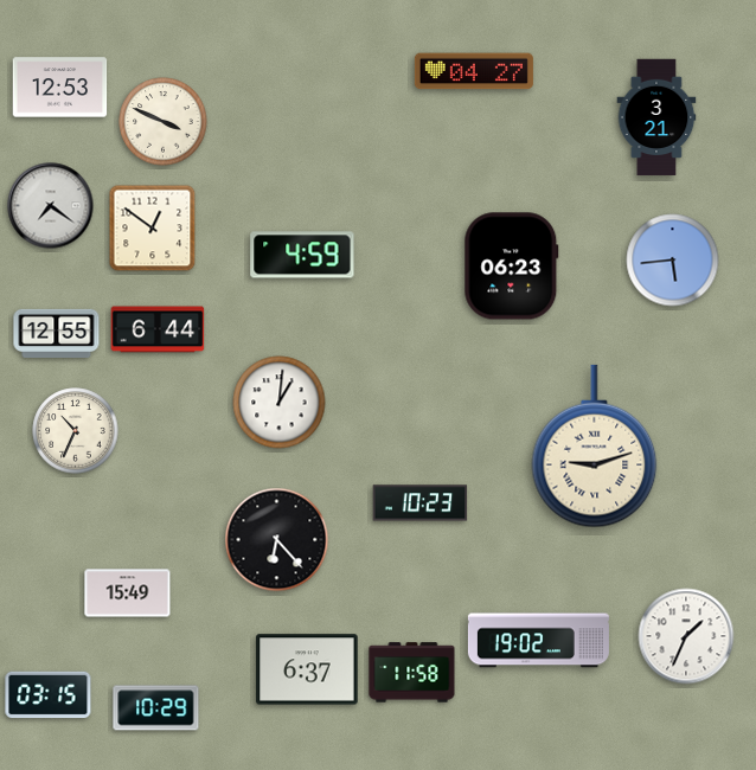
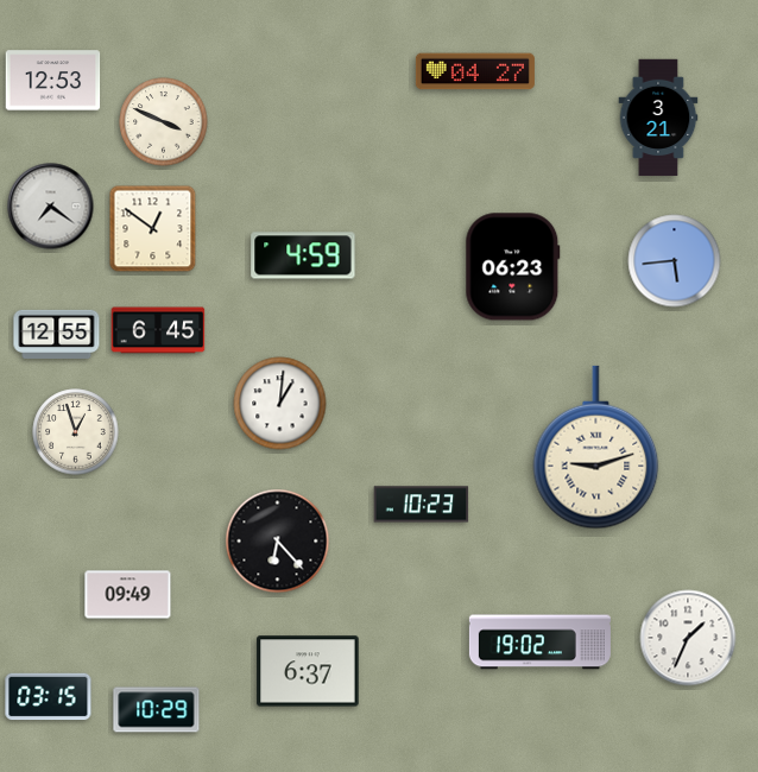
clock at (60, 88) position: (60, 88) -> (53, 81)
clock at (158, 329): 6:44 -> 6:45
clock at (76, 431): 10:34 -> 12:57
clock at (128, 593): 15:49 -> 09:49
clock at (412, 673): 11:58 -> none
